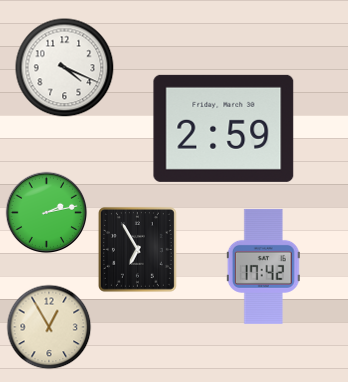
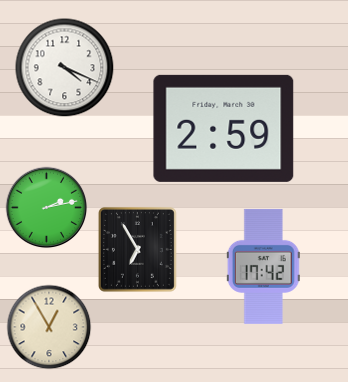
clock at (46, 212) position: (46, 212) -> (46, 207)
